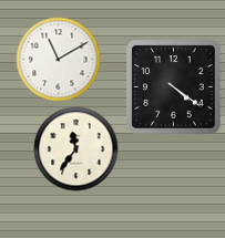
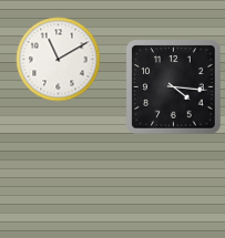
clock at (174, 87): 4:21 -> 4:16
clock at (76, 149): 11:36 -> none
